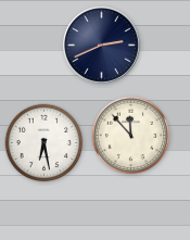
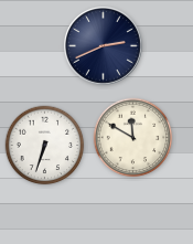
clock at (131, 136): 11:53 -> 11:50
clock at (45, 143): 6:28 -> 6:33
